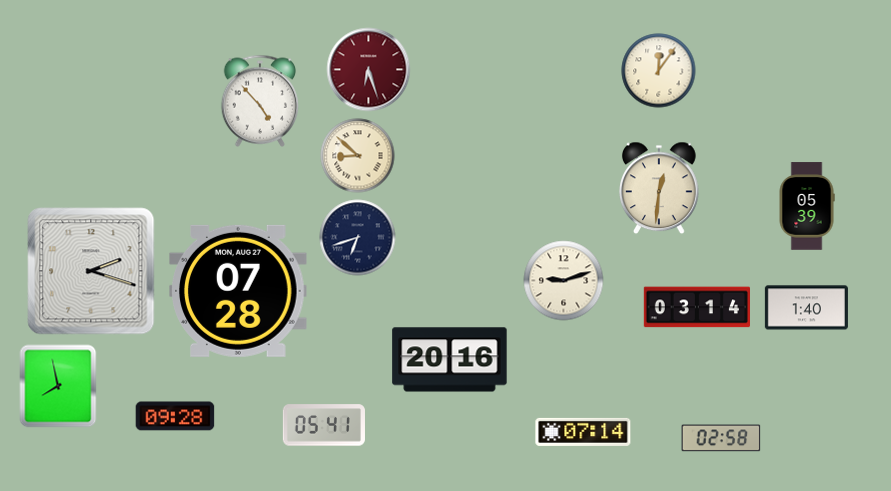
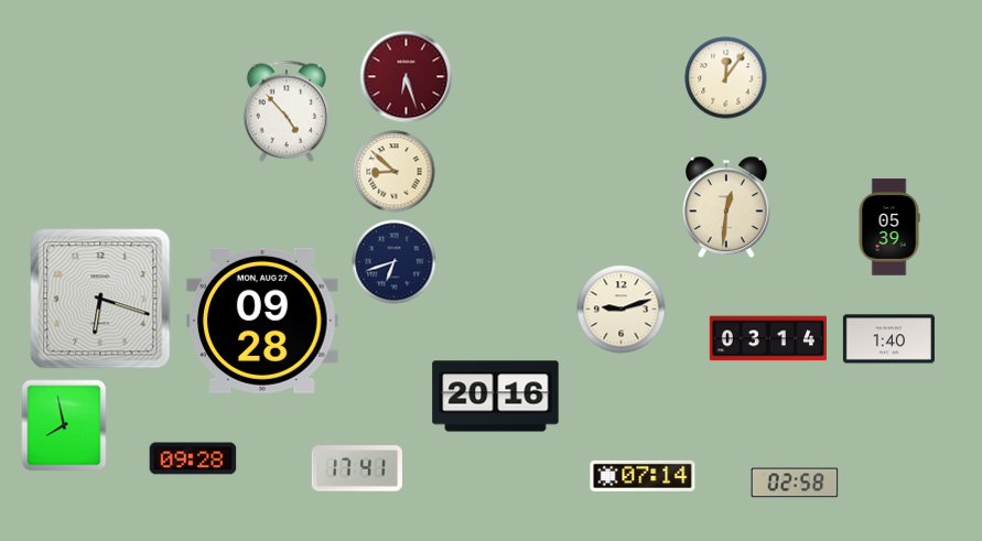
clock at (91, 271): 2:18 -> 6:18
clock at (238, 291): 07:28 -> 09:28
clock at (324, 425): 05:41 -> 17:41
